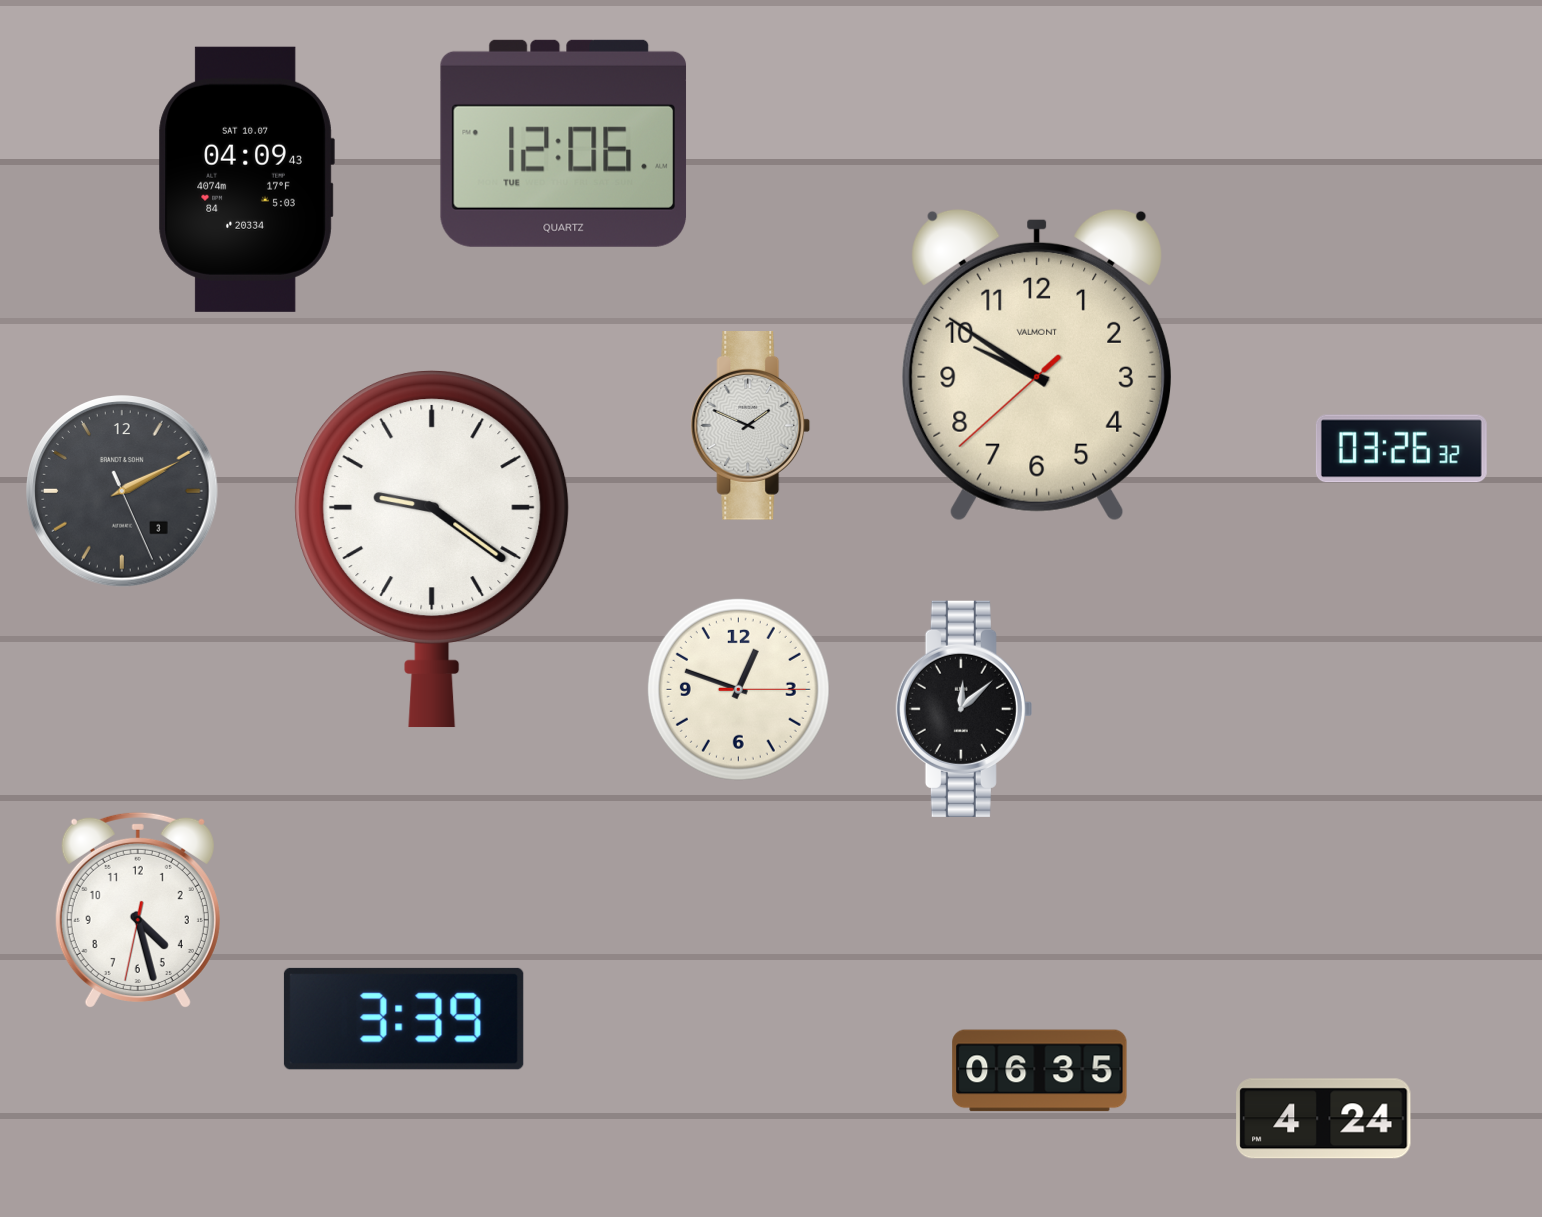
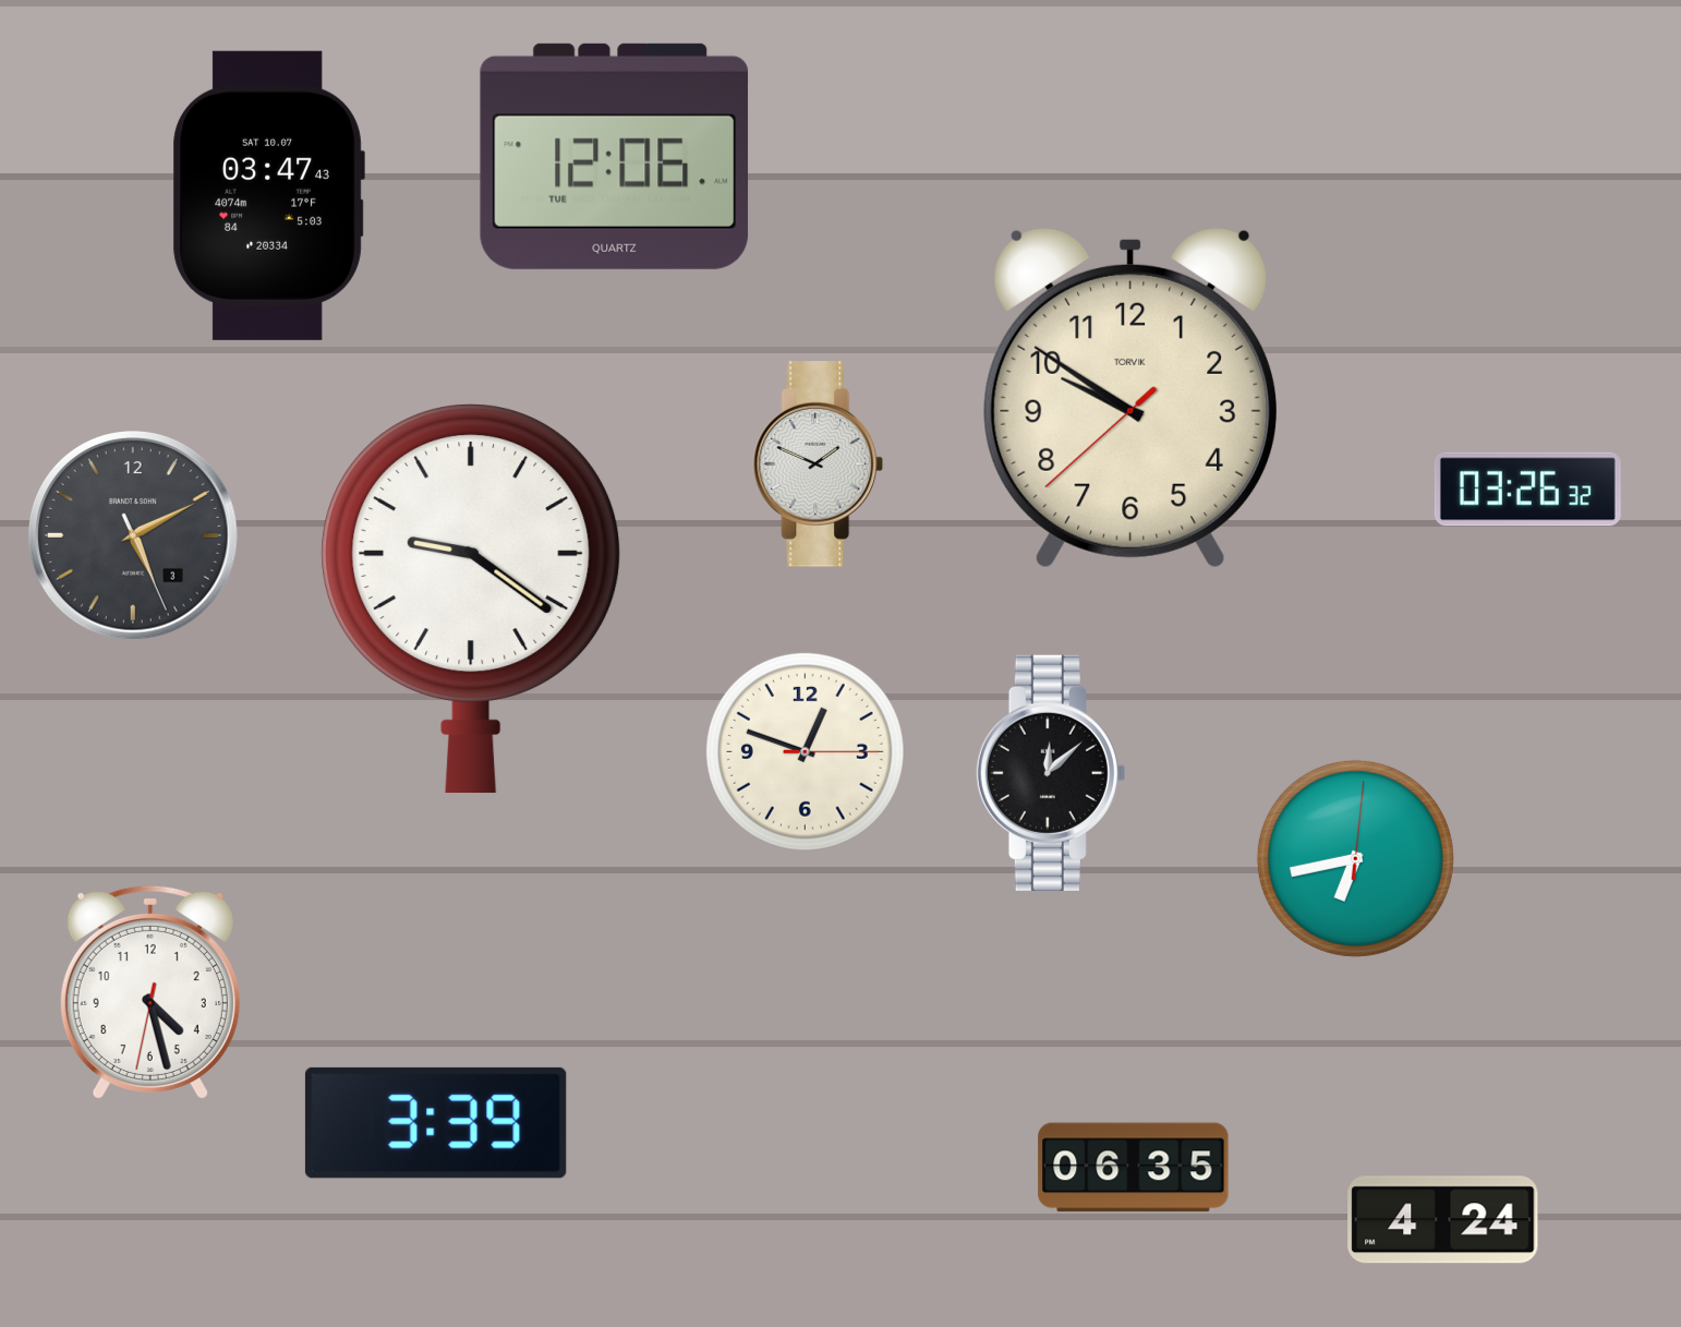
clock at (246, 179): 04:09 -> 03:47
clock at (1037, 365) brand: VALMONT -> TORVIK
clock at (122, 491): 2:10 -> 5:10
clock at (1355, 858): none -> 6:43
clock at (404, 1019) position: (404, 1019) -> (436, 1123)
